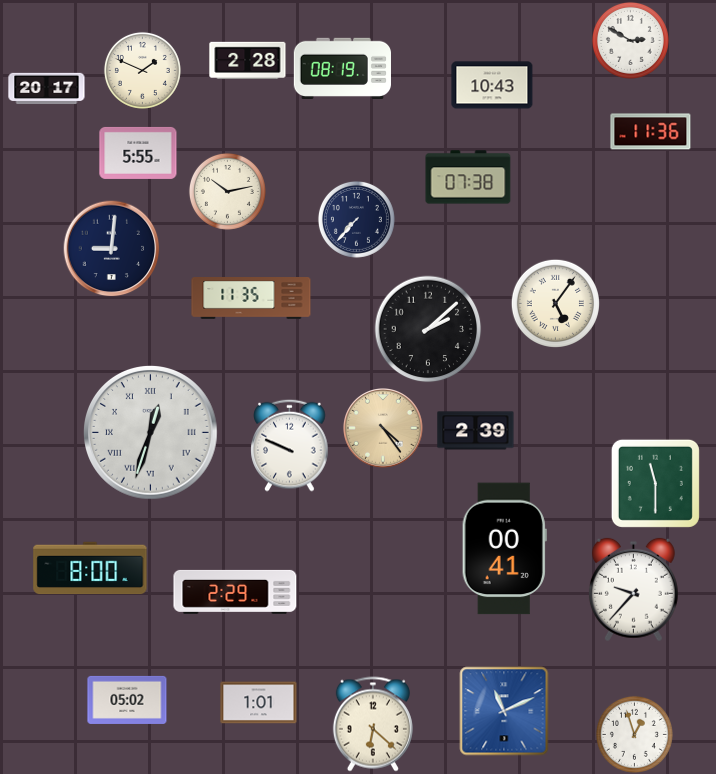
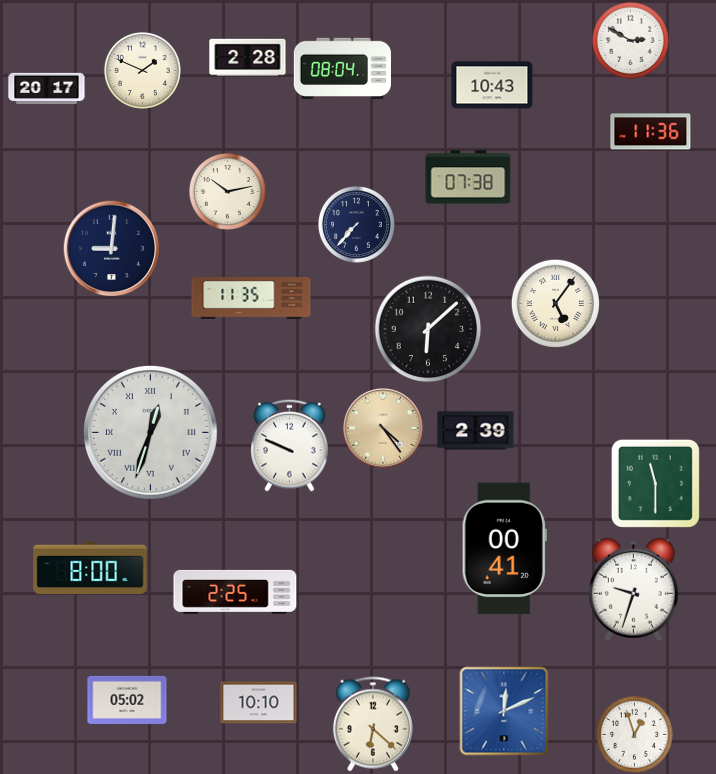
clock at (248, 60) position: (248, 60) -> (248, 57)
clock at (342, 68): 08:19 -> 08:04
clock at (138, 153): 5:55 -> none
clock at (356, 219) position: (356, 219) -> (356, 224)
clock at (428, 329): 2:08 -> 6:08
clock at (633, 590): 9:37 -> 9:33
clock at (235, 592): 2:29 -> 2:25
clock at (259, 703): 1:01 -> 10:10
clock at (504, 711): 11:11 -> 12:11
